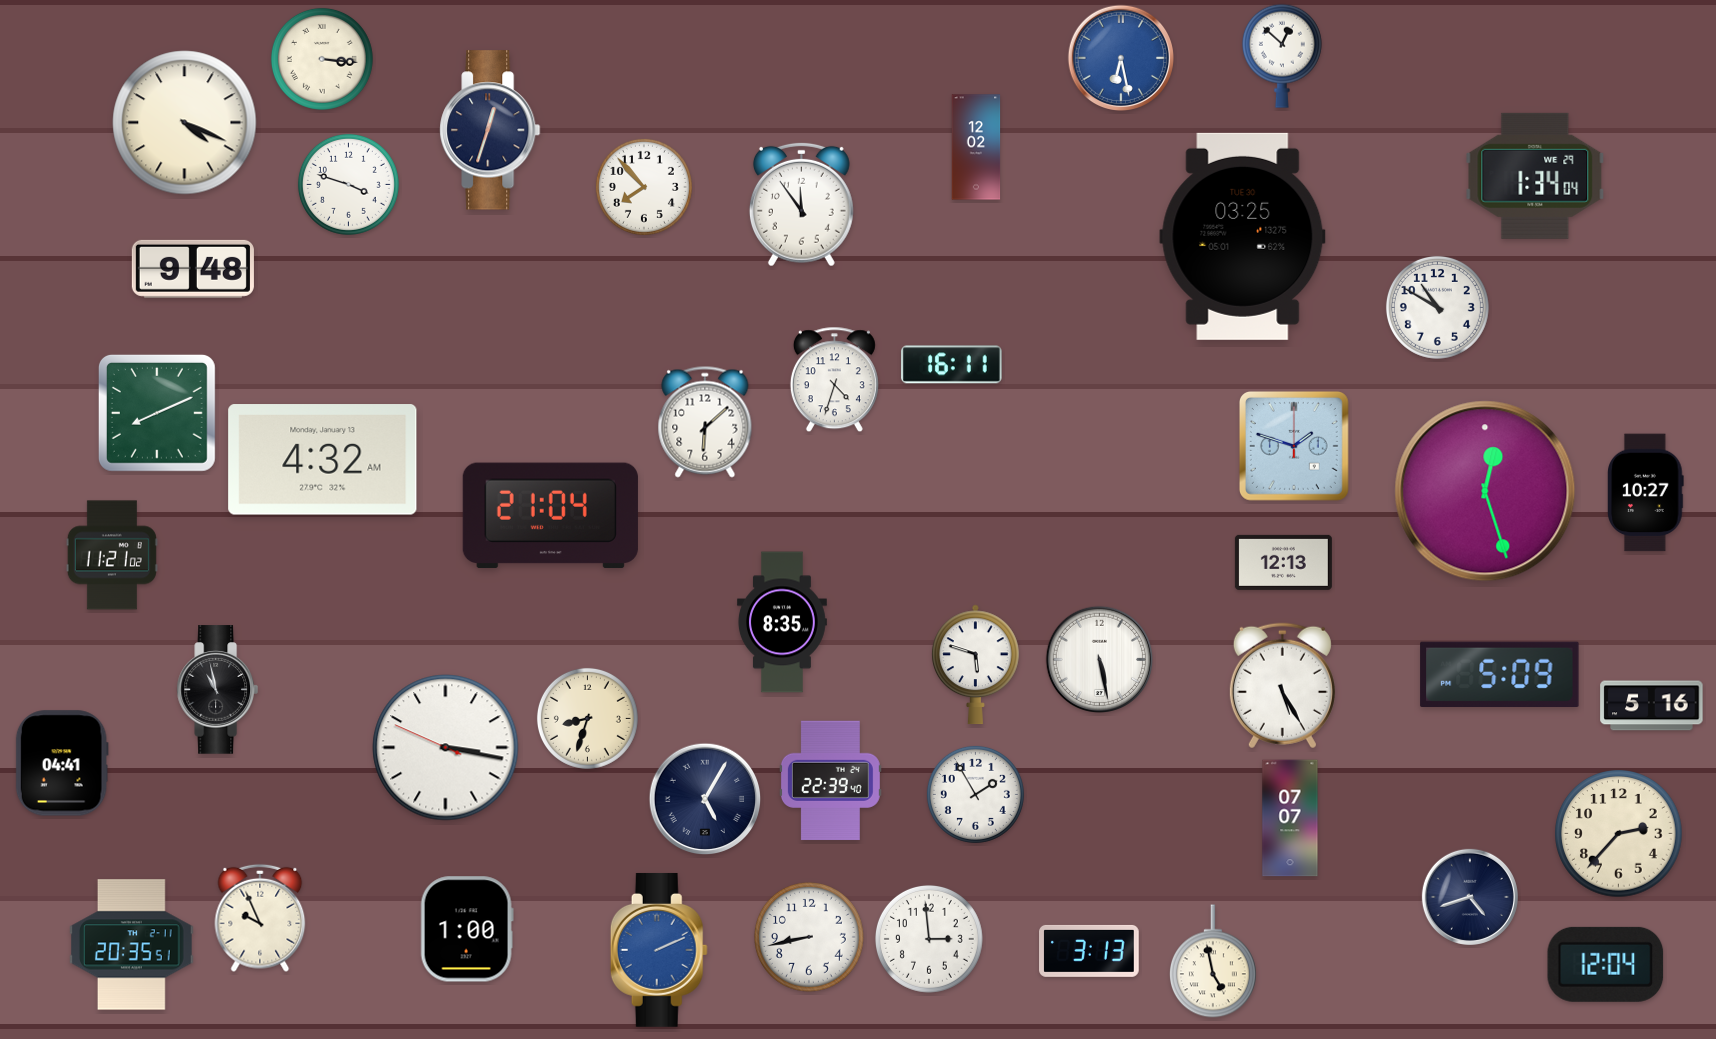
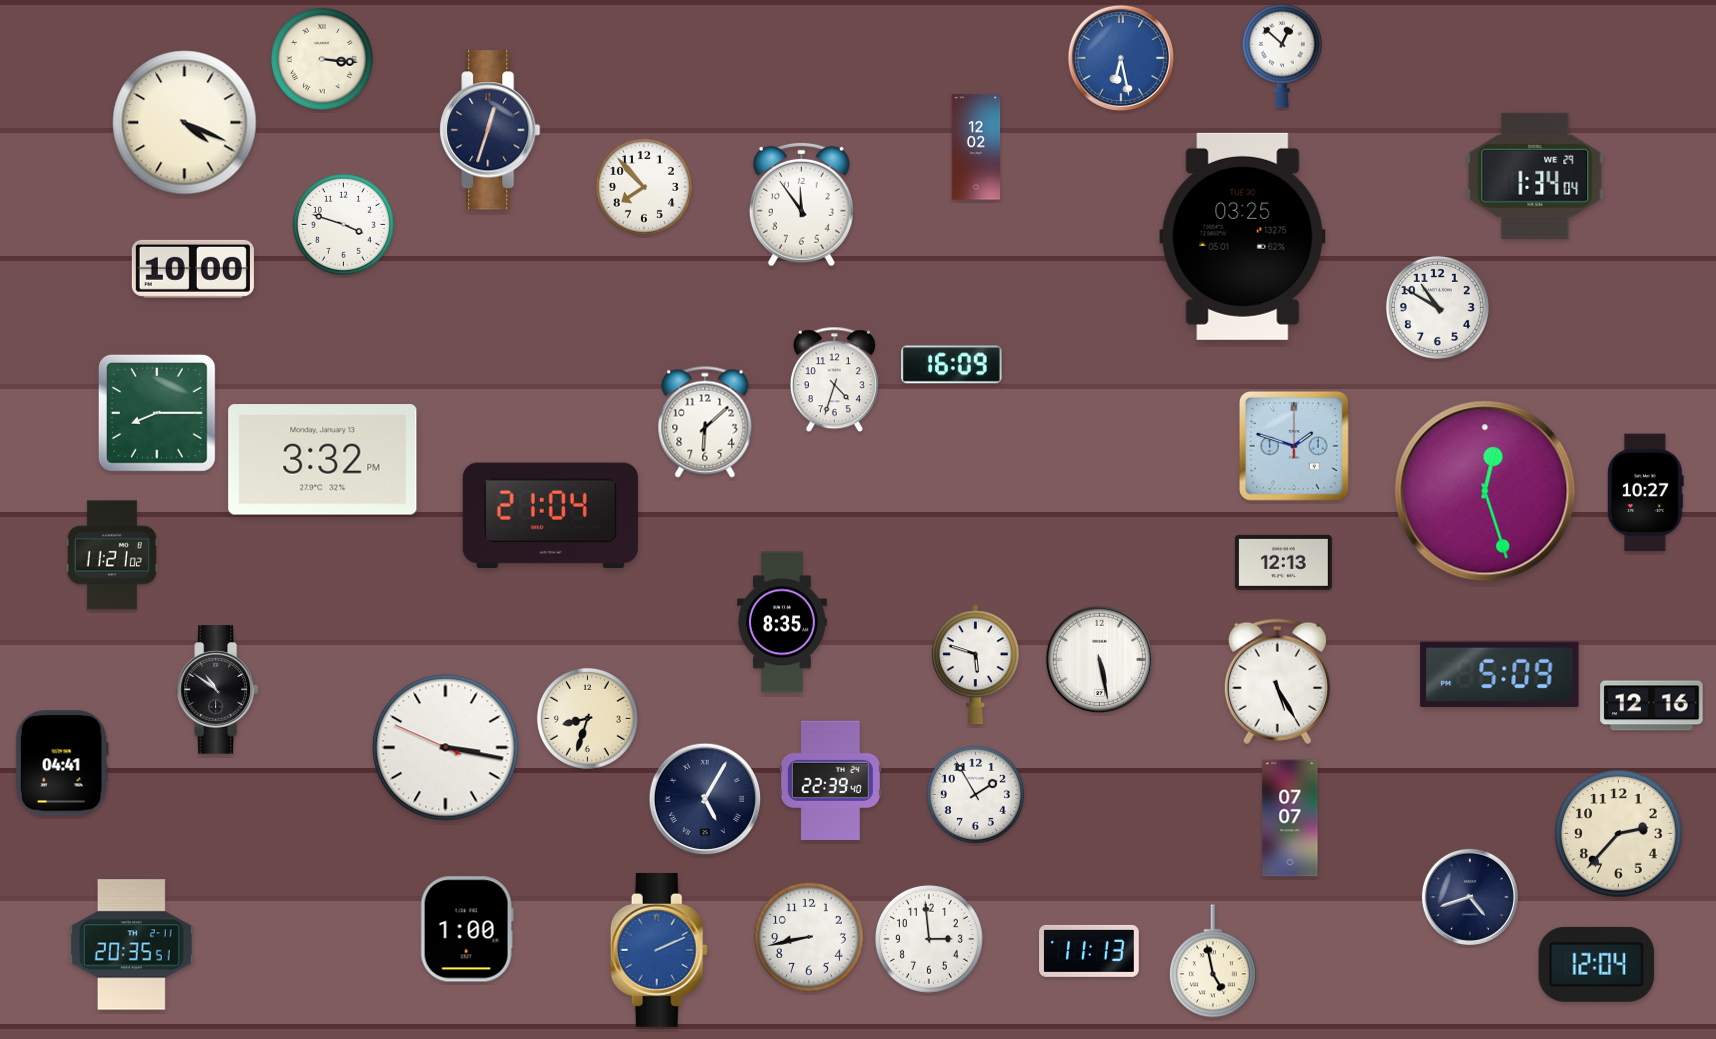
clock at (348, 184) position: (348, 184) -> (343, 224)
clock at (193, 269): 9:48 -> 10:00
clock at (952, 365): 16:11 -> 16:09
clock at (157, 413): 8:11 -> 8:15
clock at (323, 460): 4:32 -> 3:32
clock at (1282, 686) position: (1282, 686) -> (1277, 682)
clock at (217, 690): 10:58 -> 10:51
clock at (1652, 706): 5:16 -> 12:16
clock at (260, 918): 9:56 -> none
clock at (1089, 951): 3:13 -> 11:13
clock at (1606, 964) position: (1606, 964) -> (1597, 964)
